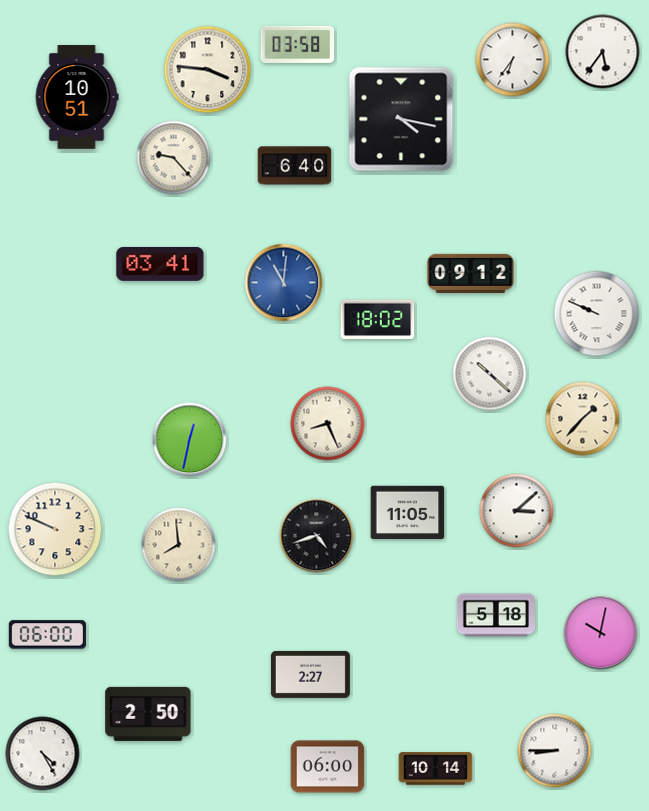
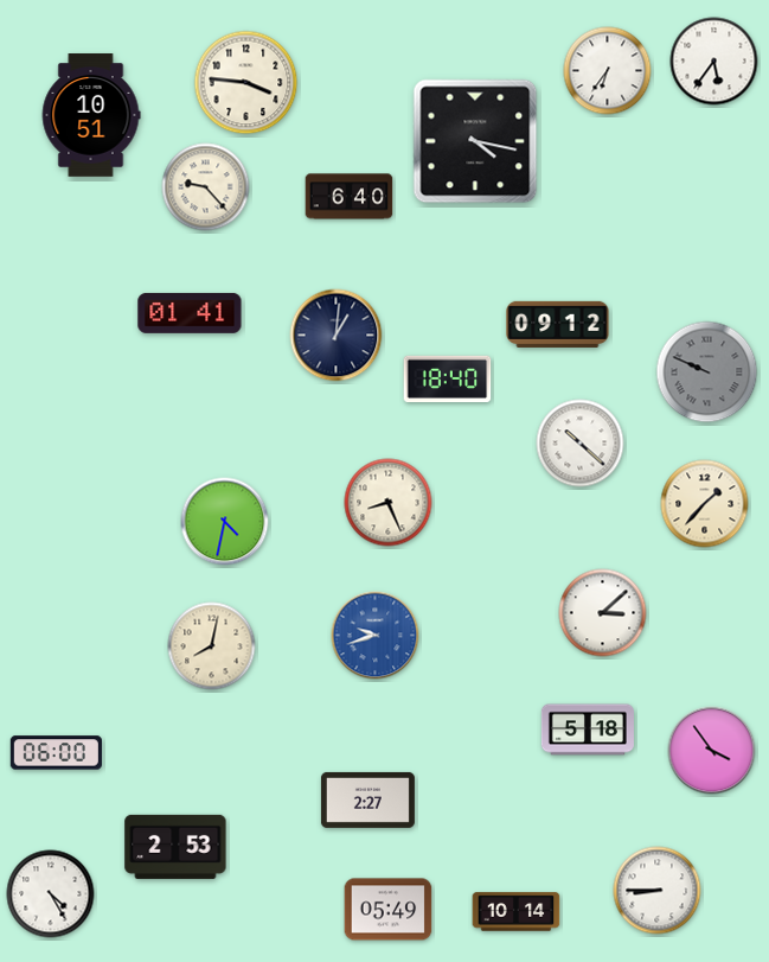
clock at (298, 44): 03:58 -> none
clock at (160, 264): 03:41 -> 01:41
clock at (284, 283): 11:01 -> 1:01
clock at (284, 283) dial: blue -> navy
clock at (597, 314) dial: white -> grey
clock at (378, 319): 18:02 -> 18:40
clock at (583, 419) position: (583, 419) -> (705, 504)
clock at (190, 440): 12:32 -> 4:32
clock at (517, 511) position: (517, 511) -> (603, 613)
clock at (408, 513): 11:05 -> none
clock at (55, 529): 9:49 -> none
clock at (317, 536): 4:42 -> 9:42
clock at (317, 536) dial: black -> blue
clock at (179, 545): 7:59 -> 8:02
clock at (601, 633): 10:02 -> 3:54
clock at (148, 714): 2:50 -> 2:53
clock at (328, 767): 06:00 -> 05:49
